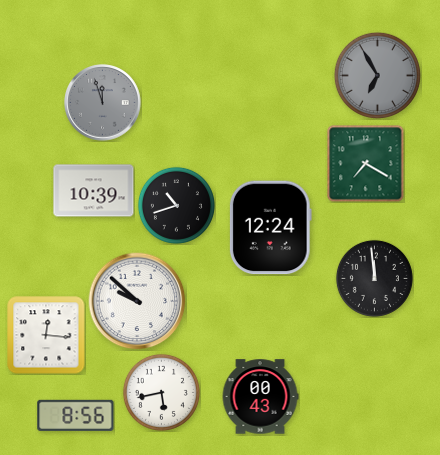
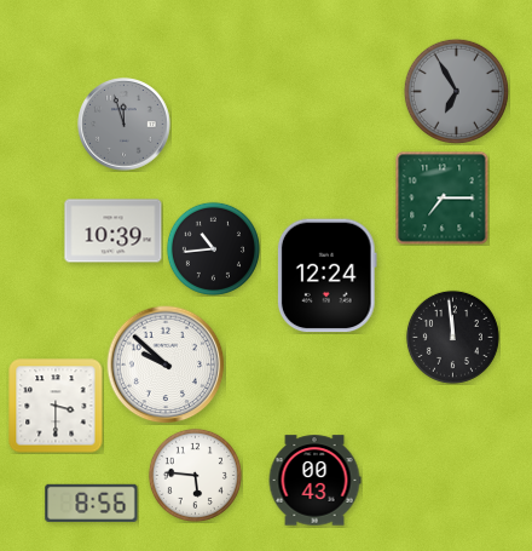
clock at (365, 164): 7:20 -> 7:15
clock at (176, 205): 10:42 -> 10:44
clock at (46, 335): 12:16 -> 3:30
clock at (161, 392): 5:43 -> 5:46
